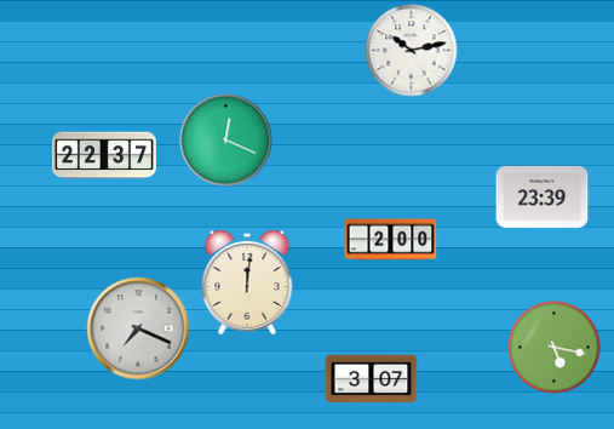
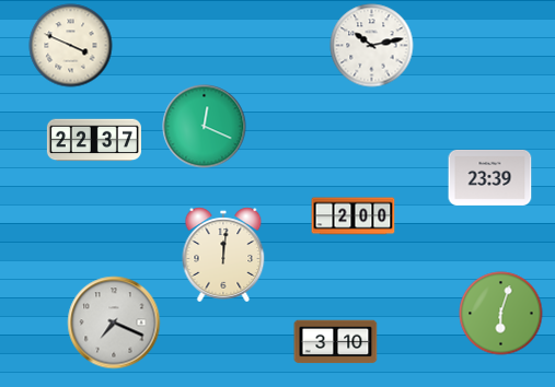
clock at (71, 46): none -> 3:49
clock at (138, 328) position: (138, 328) -> (114, 322)
clock at (555, 348): 5:17 -> 6:03
clock at (372, 379): 3:07 -> 3:10
